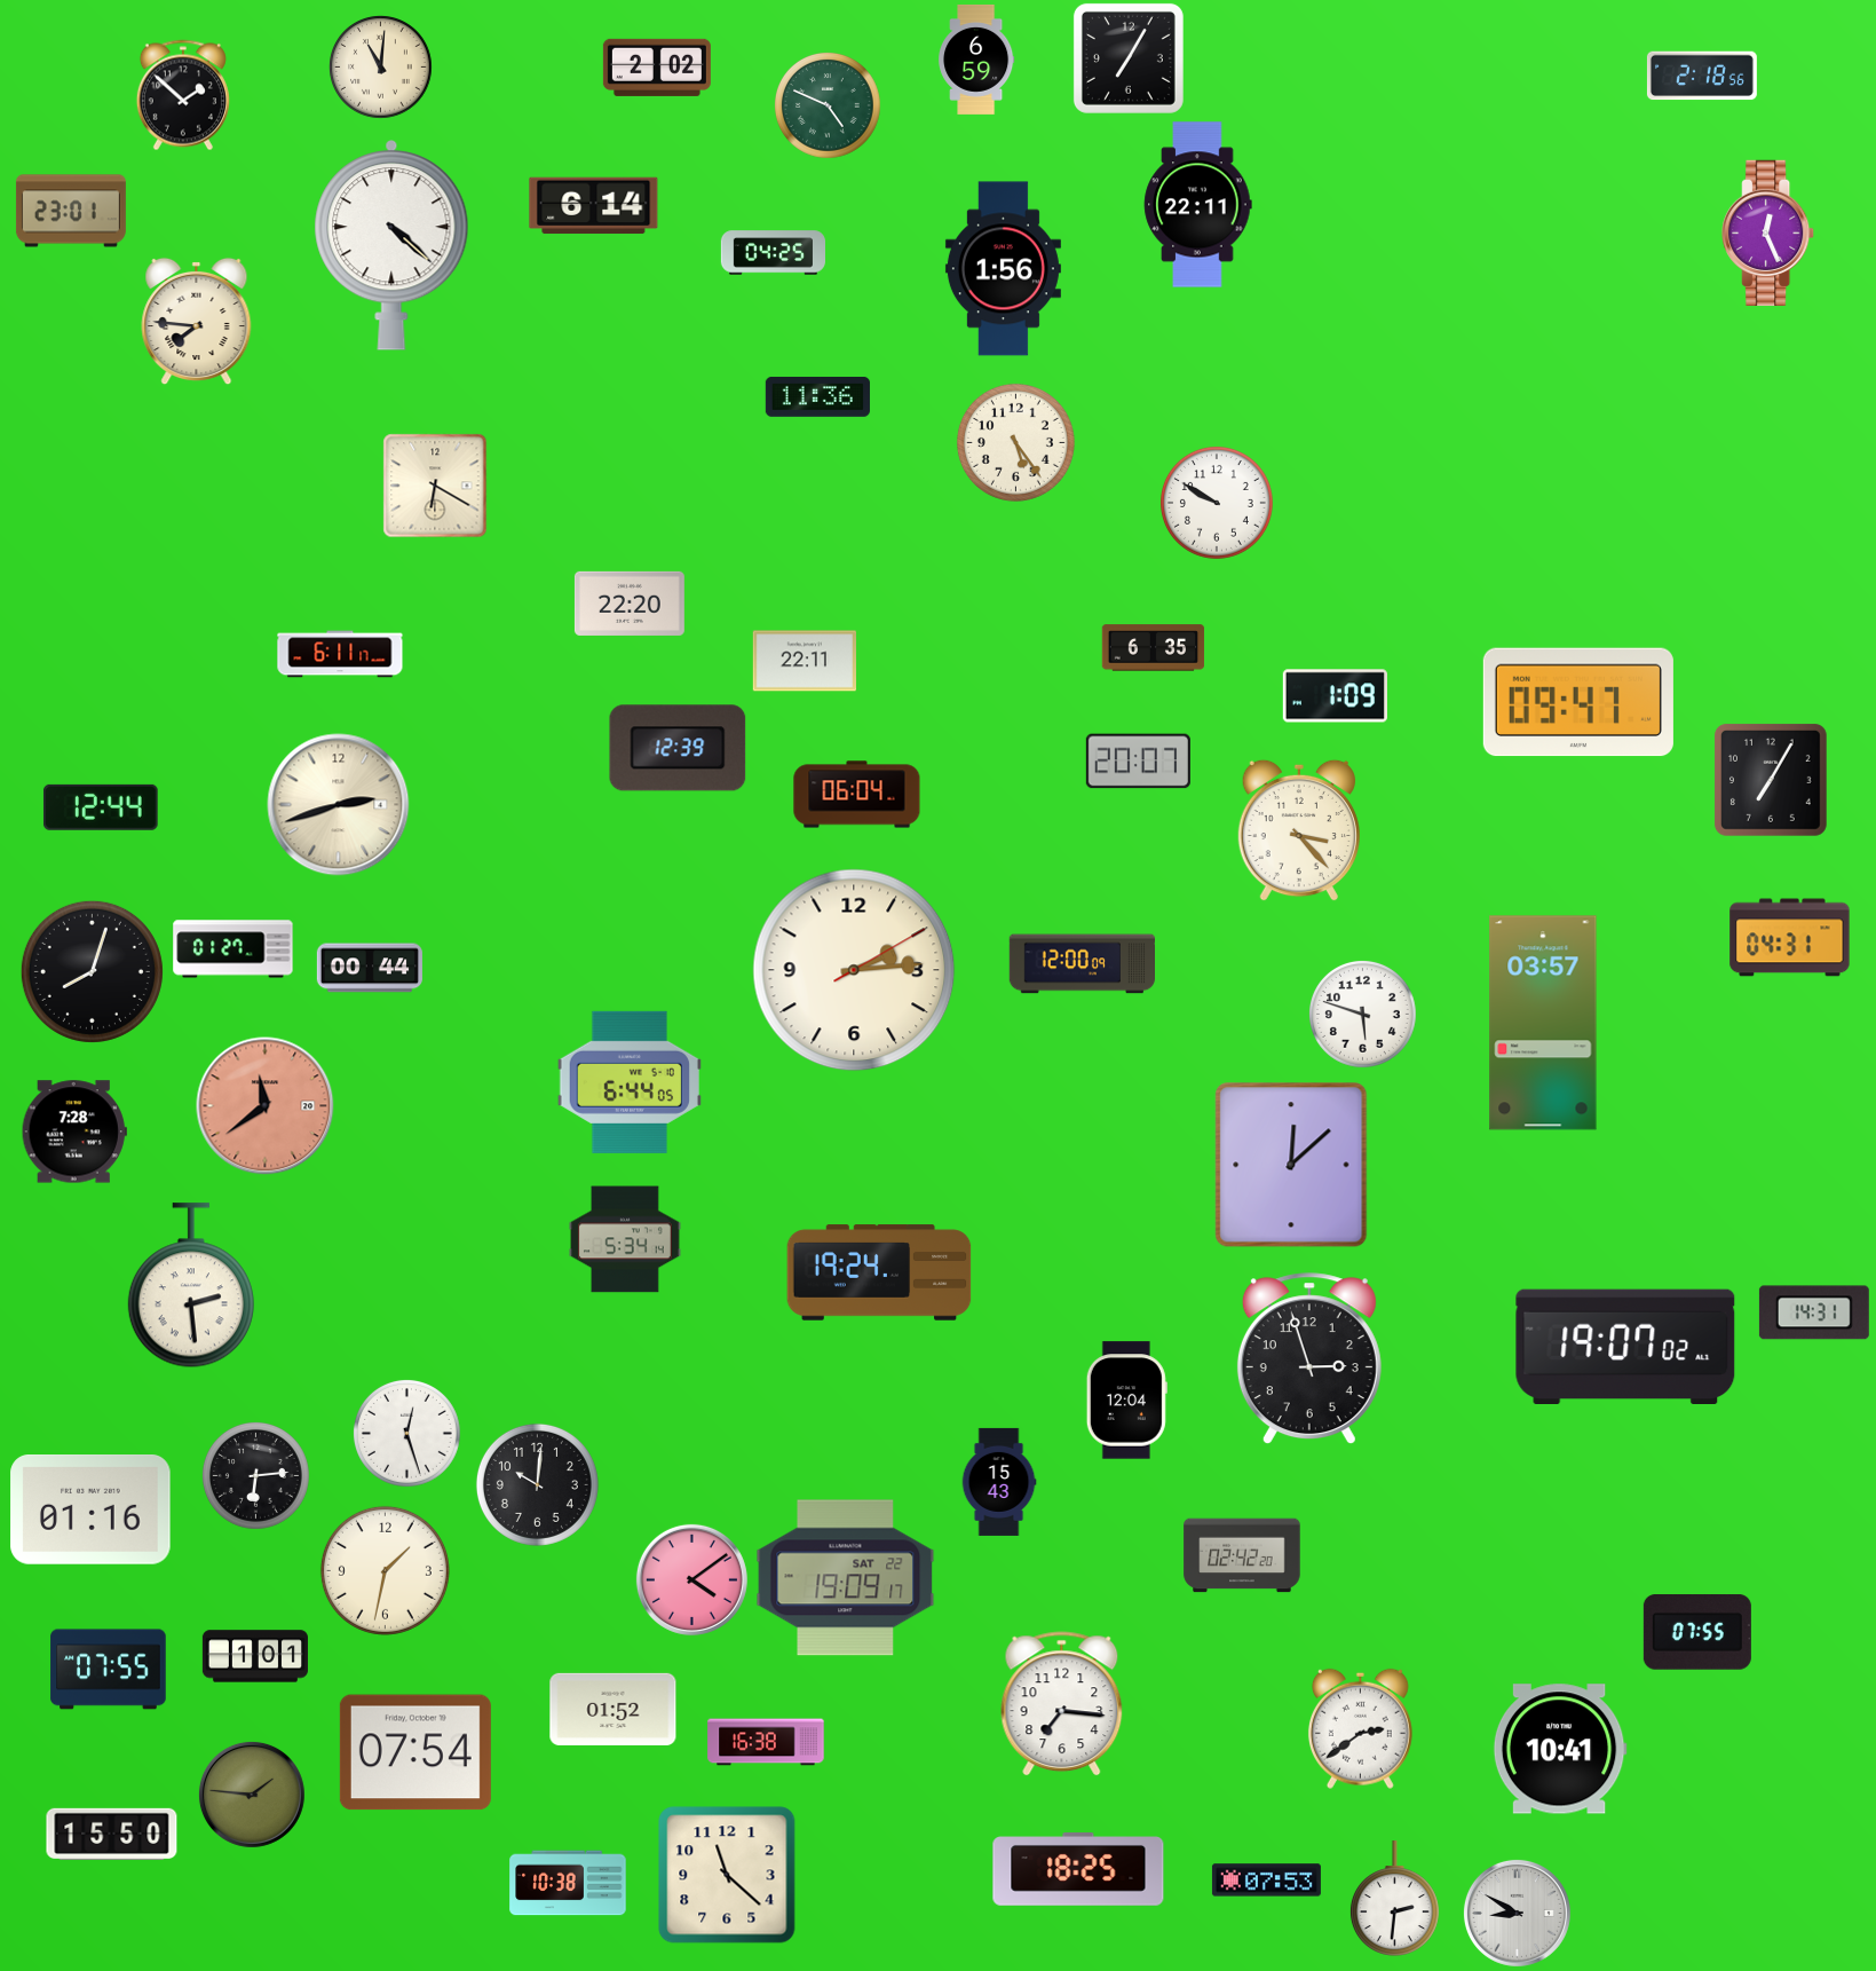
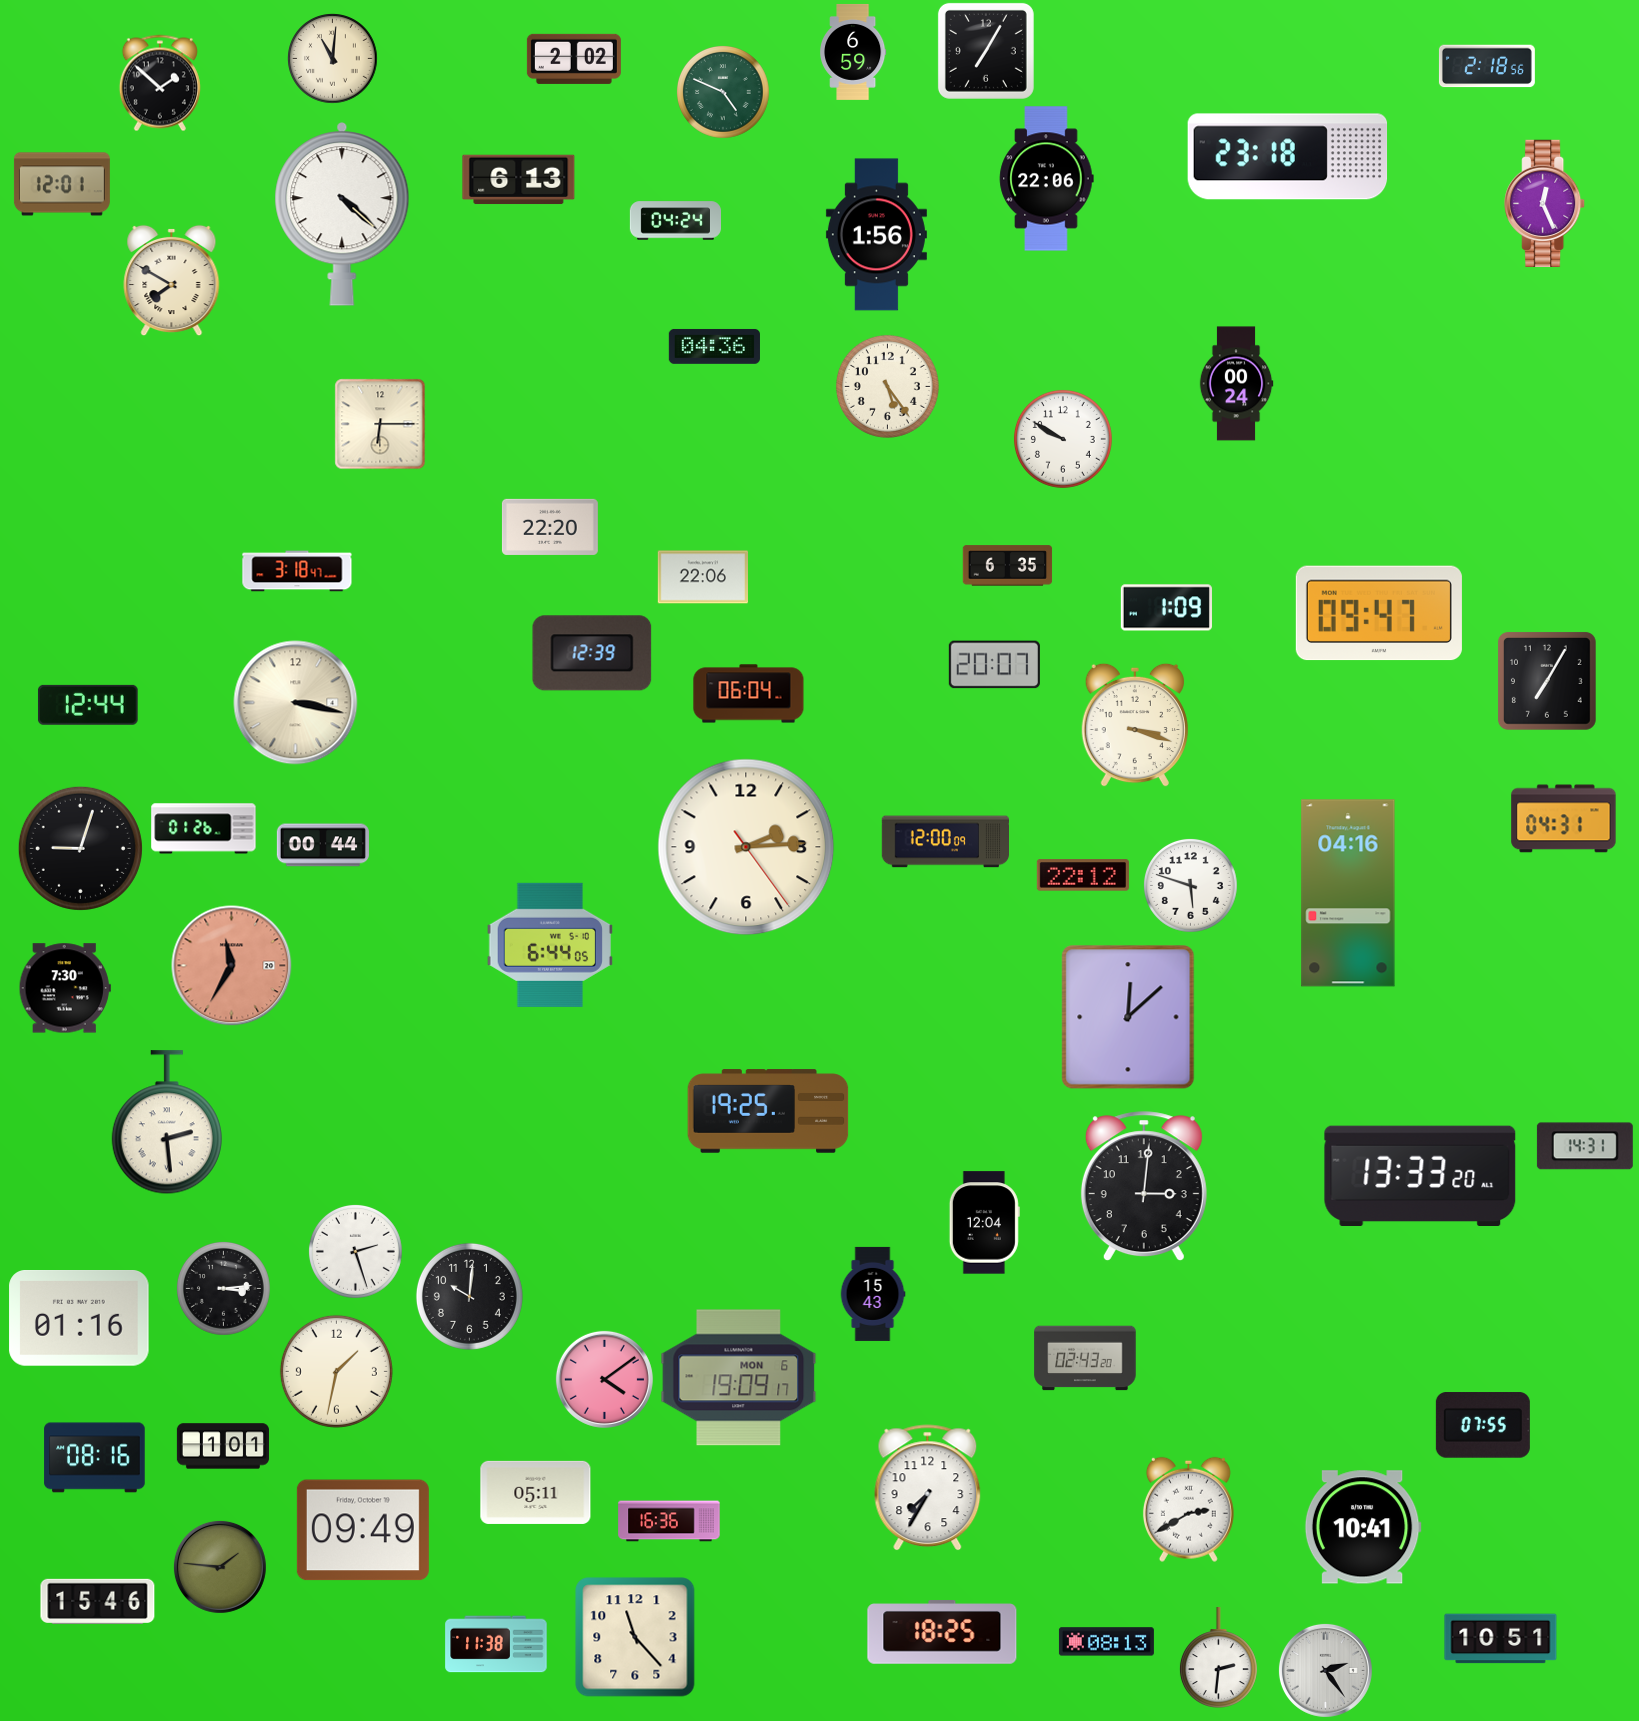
clock at (1288, 157): none -> 23:18
clock at (1198, 205): 22:11 -> 22:06
clock at (594, 206): 6:14 -> 6:13
clock at (71, 211): 23:01 -> 12:01
clock at (773, 253): 04:25 -> 04:24
clock at (197, 322): 7:46 -> 7:50
clock at (817, 396): 11:36 -> 04:36
clock at (1236, 384): none -> 00:24
clock at (435, 486): 6:20 -> 6:15
clock at (340, 654): 6:11 -> 3:18
clock at (804, 661): 22:11 -> 22:06
clock at (339, 805): 2:42 -> 3:17
clock at (1299, 830): 3:23 -> 3:18
clock at (233, 949): 01:27 -> 01:26
clock at (854, 970): 2:14:10 -> 2:14:24
clock at (92, 971): 8:03 -> 9:03
clock at (1083, 875): none -> 22:12
clock at (1543, 1023): 03:57 -> 04:16
clock at (266, 1106): 11:39 -> 11:35
clock at (74, 1132): 7:28 -> 7:30
clock at (626, 1239): 5:34 -> none
clock at (879, 1272): 19:24 -> 19:25
clock at (1625, 1346): 19:07 -> 13:33
clock at (1309, 1359): 2:57 -> 3:01
clock at (407, 1434): 12:27 -> 2:27
clock at (256, 1476): 6:14 -> 3:14
clock at (1242, 1555): 02:42 -> 02:43
clock at (846, 1578) date: SAT 22 -> MON 6
clock at (109, 1670): 07:55 -> 08:16
clock at (1062, 1704): 7:16 -> 7:35
clock at (614, 1709): 01:52 -> 05:11
clock at (1360, 1728): 2:39 -> 2:40
clock at (766, 1742): 16:38 -> 16:36
clock at (415, 1752): 07:54 -> 09:49
clock at (112, 1834): 15:50 -> 15:46
clock at (727, 1875): 11:22 -> 11:23
clock at (1501, 1639): none -> 10:51
clock at (1266, 1881): 07:53 -> 08:13
clock at (568, 1883): 10:38 -> 11:38
clock at (1517, 1913): 8:50 -> 2:24
